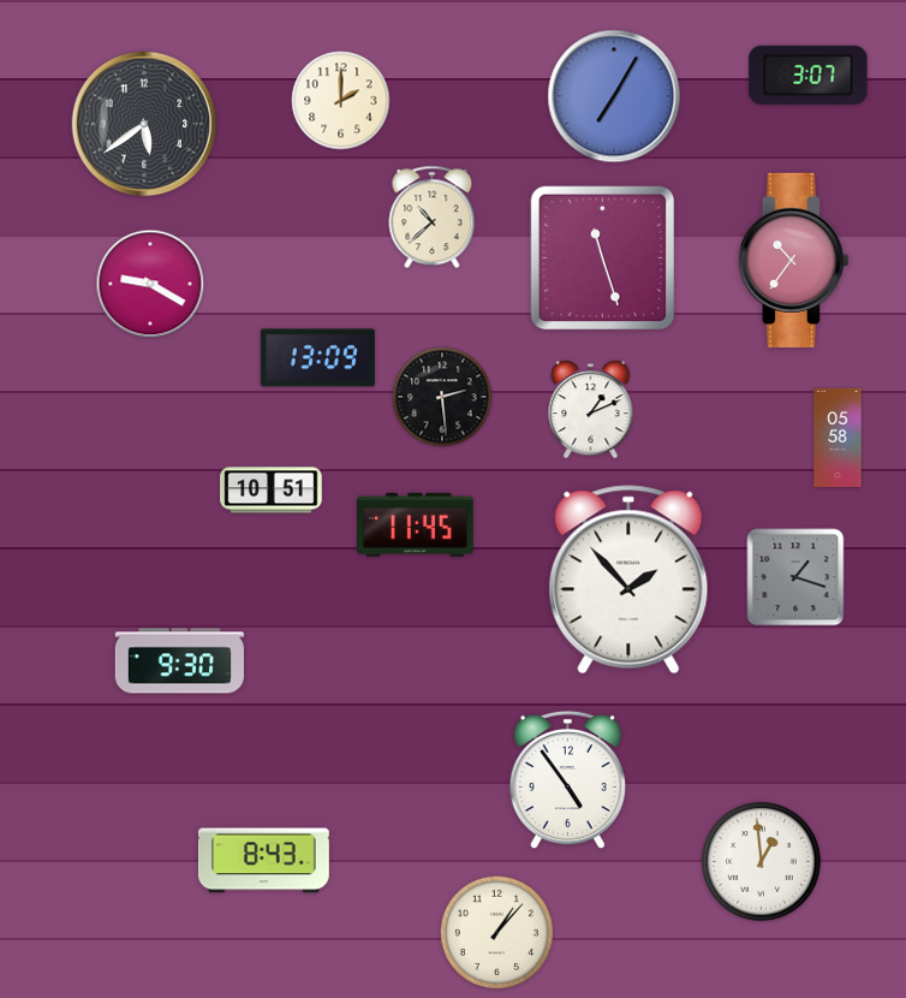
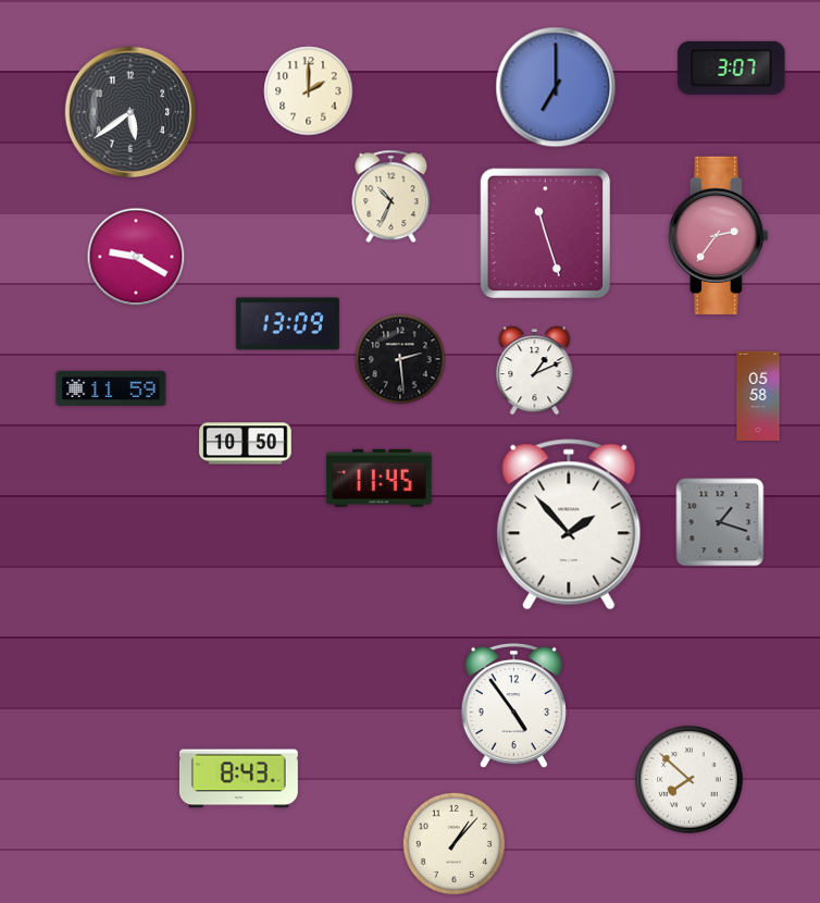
clock at (614, 96): 7:05 -> 7:00
clock at (433, 218): 10:38 -> 10:34
clock at (793, 260): 10:36 -> 2:36
clock at (111, 388): none -> 11:59
clock at (272, 491): 10:51 -> 10:50
clock at (416, 524) position: (416, 524) -> (380, 478)
clock at (179, 661): 9:30 -> none
clock at (762, 862): 12:59 -> 7:52
clock at (496, 932) position: (496, 932) -> (454, 843)
